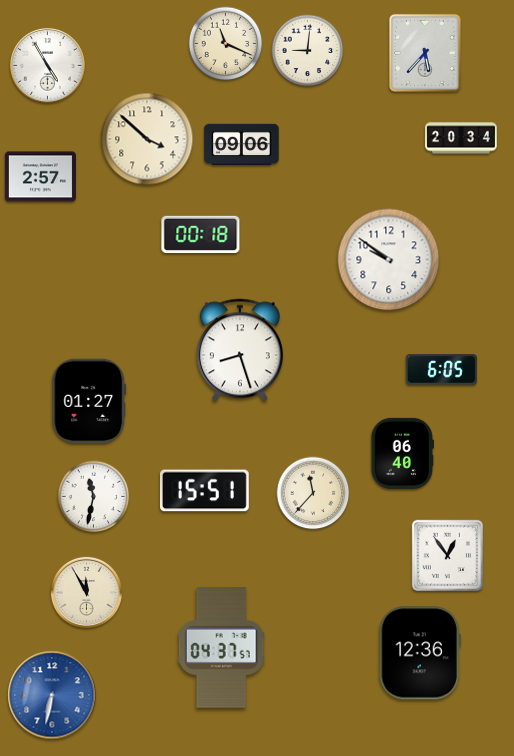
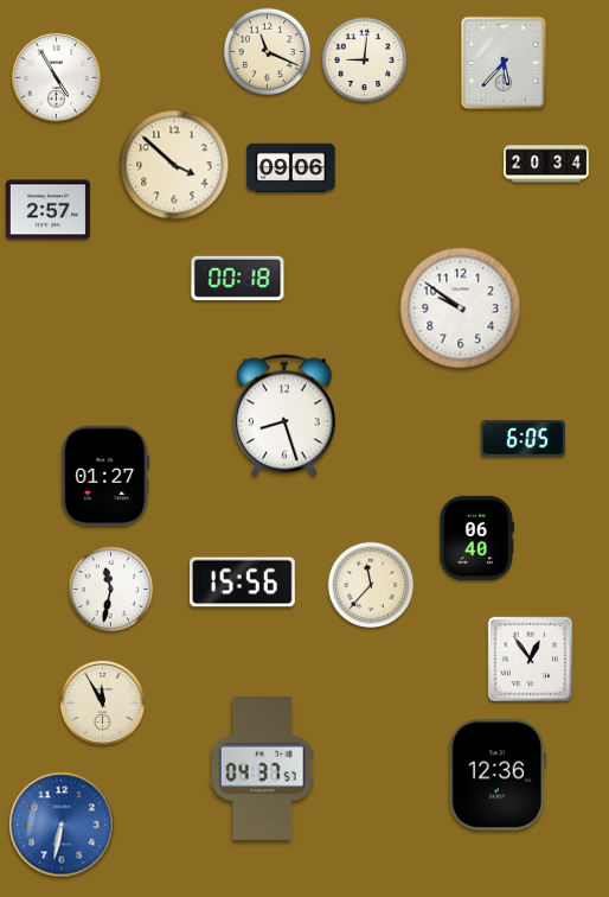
clock at (242, 145) position: (242, 145) -> (291, 168)
clock at (205, 491): 15:51 -> 15:56
